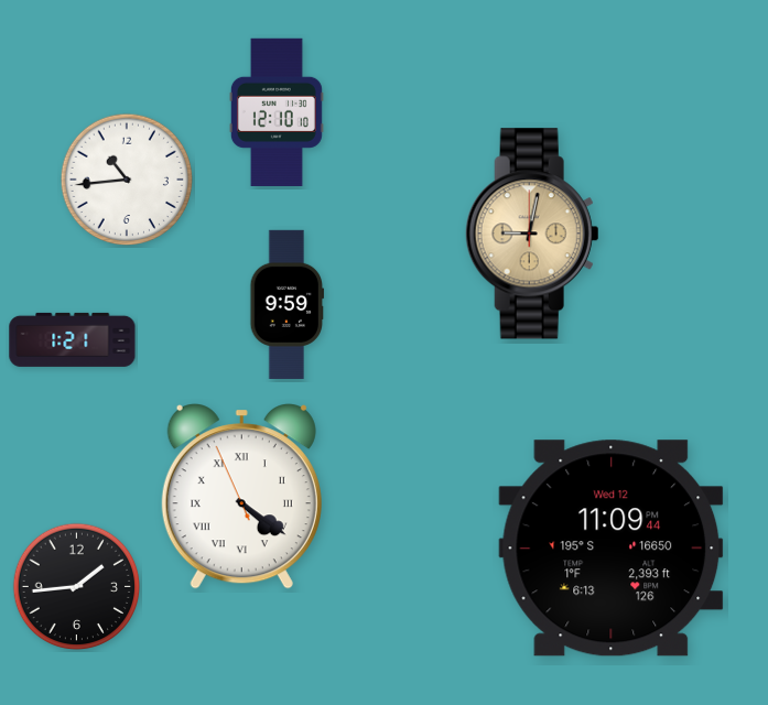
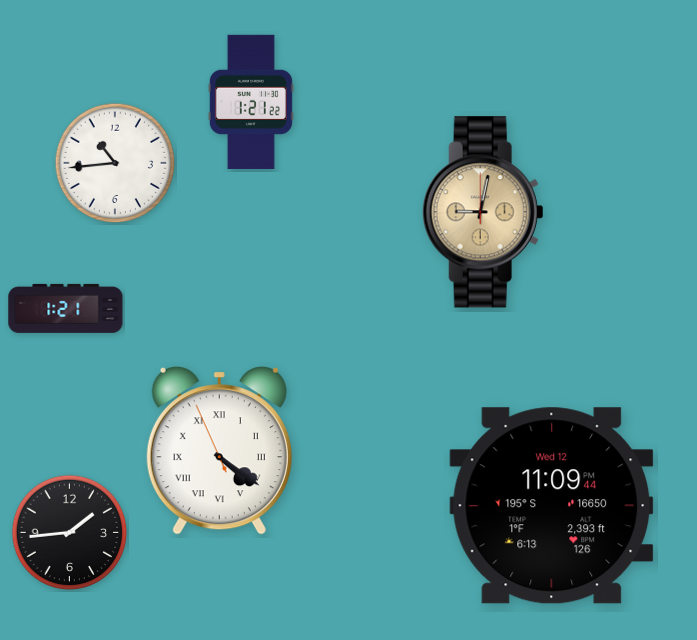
clock at (277, 112): 12:10 -> 1:21
clock at (288, 304): 9:59 -> none
clock at (612, 549) position: (612, 549) -> (552, 506)
